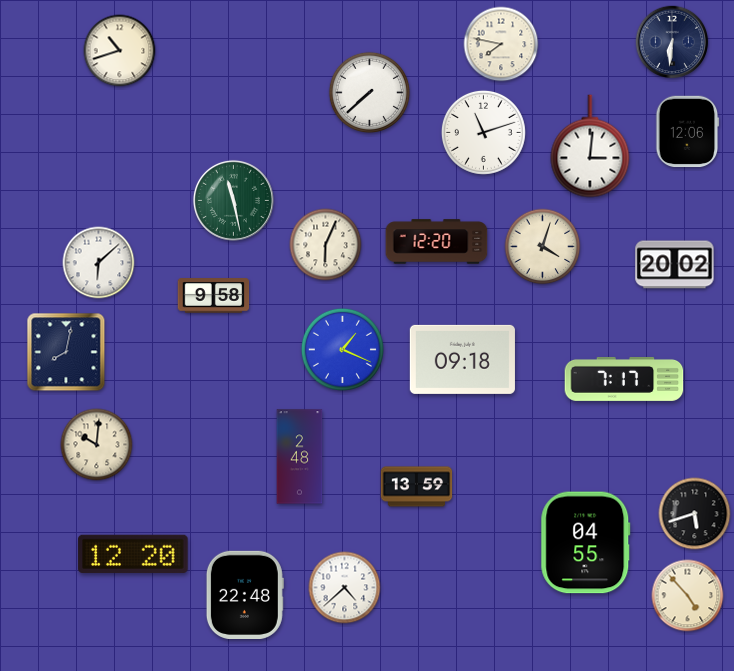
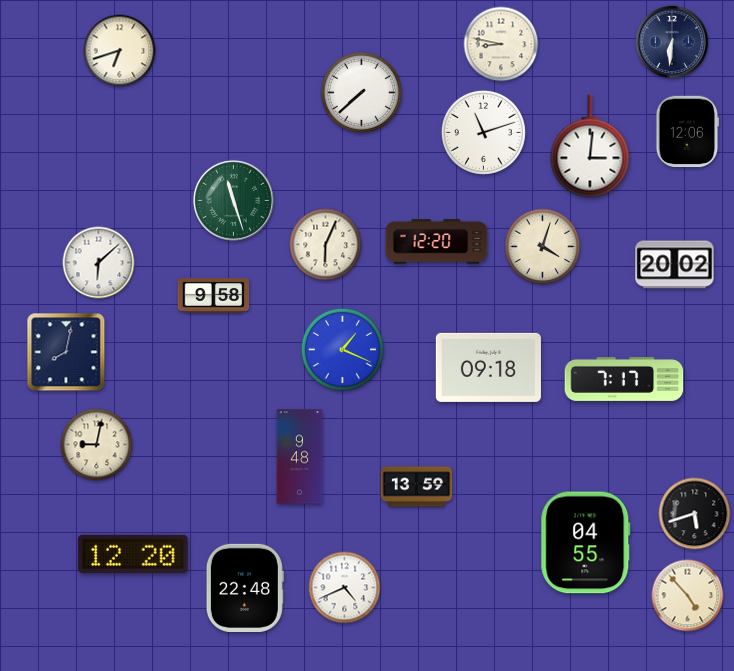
clock at (501, 44): 7:47 -> 8:47
clock at (120, 51): 10:42 -> 6:42
clock at (369, 92) position: (369, 92) -> (361, 92)
clock at (233, 200): 11:28 -> 11:27
clock at (462, 359) position: (462, 359) -> (488, 367)
clock at (97, 445): 10:01 -> 9:02
clock at (300, 457): 2:48 -> 9:48
clock at (345, 588): 4:38 -> 4:41
clock at (245, 594) position: (245, 594) -> (245, 587)
